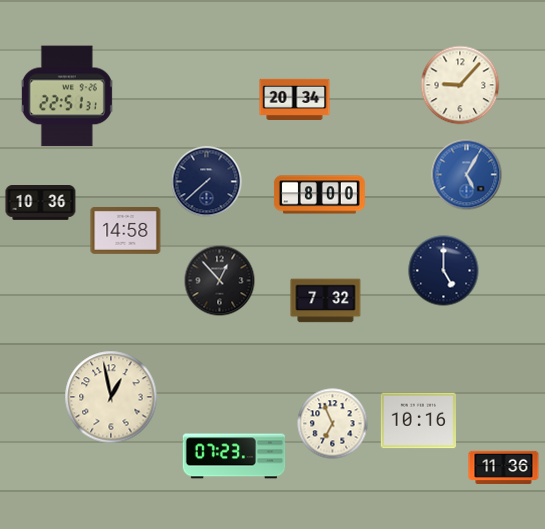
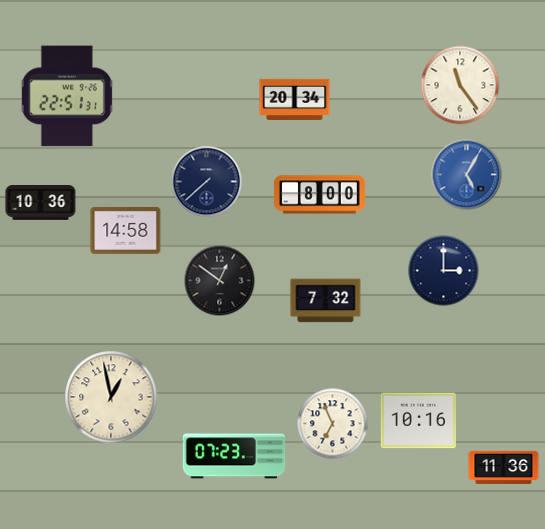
clock at (460, 85): 9:07 -> 11:24
clock at (444, 271): 5:00 -> 3:00
clock at (220, 281): 12:53 -> 12:51
